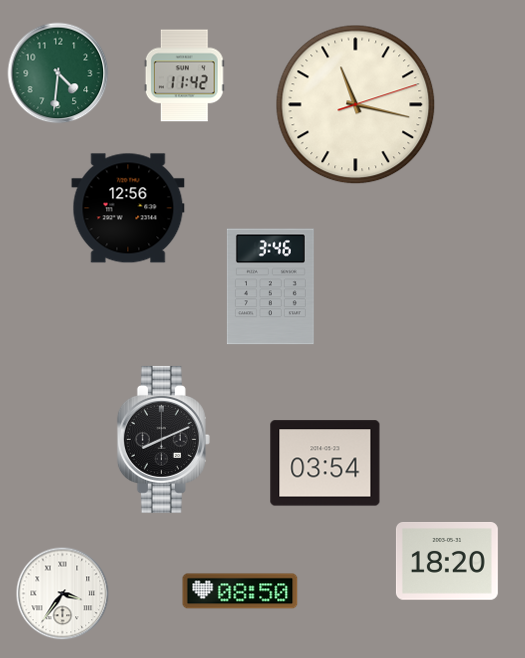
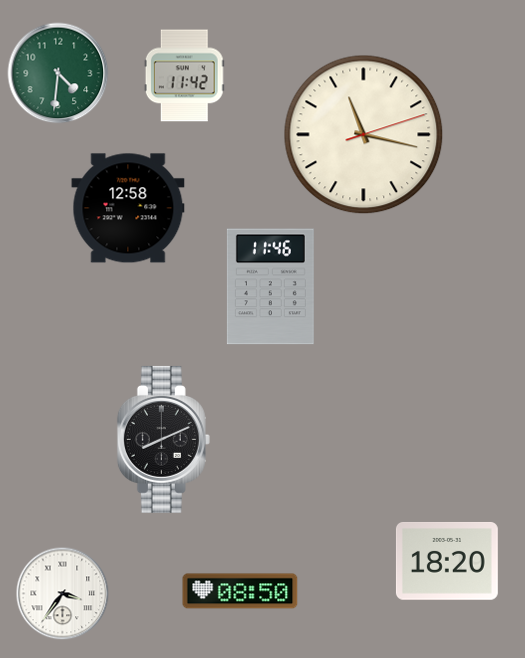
clock at (356, 105) position: (356, 105) -> (364, 135)
clock at (128, 208): 12:56 -> 12:58
clock at (270, 287): 3:46 -> 11:46
clock at (325, 463): 03:54 -> none
